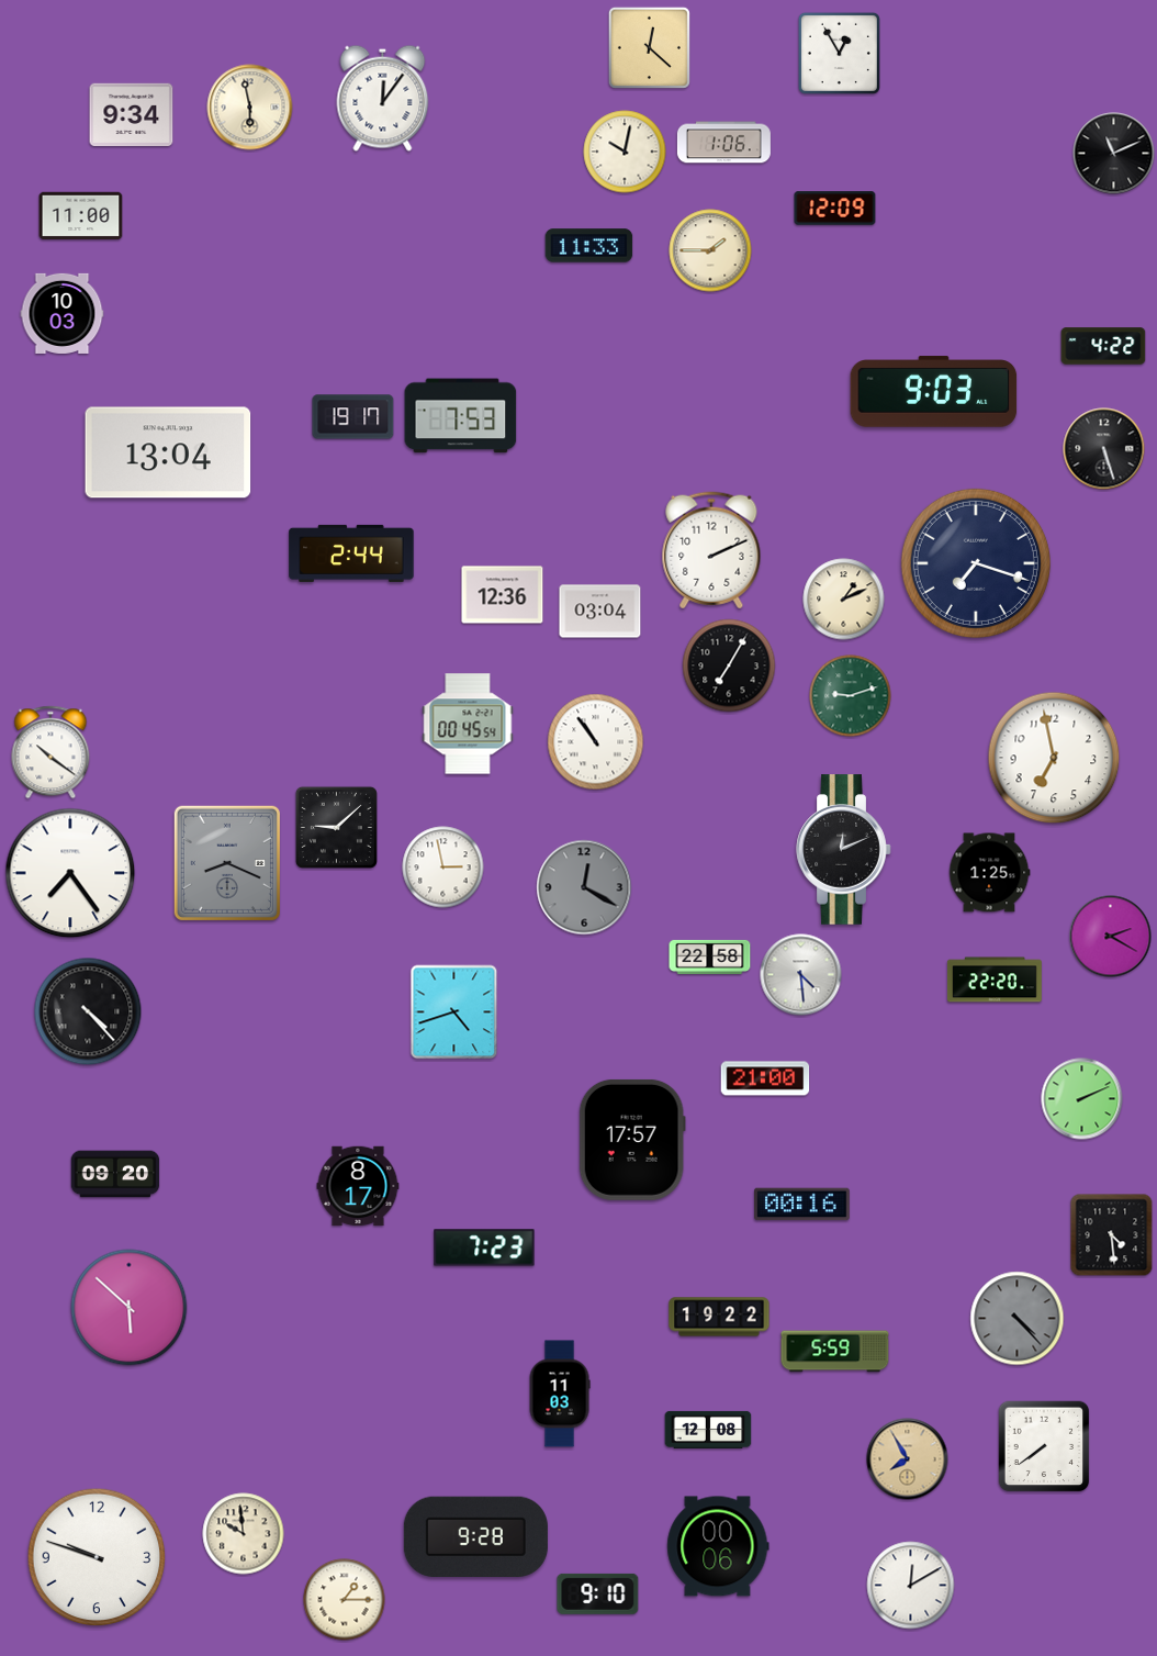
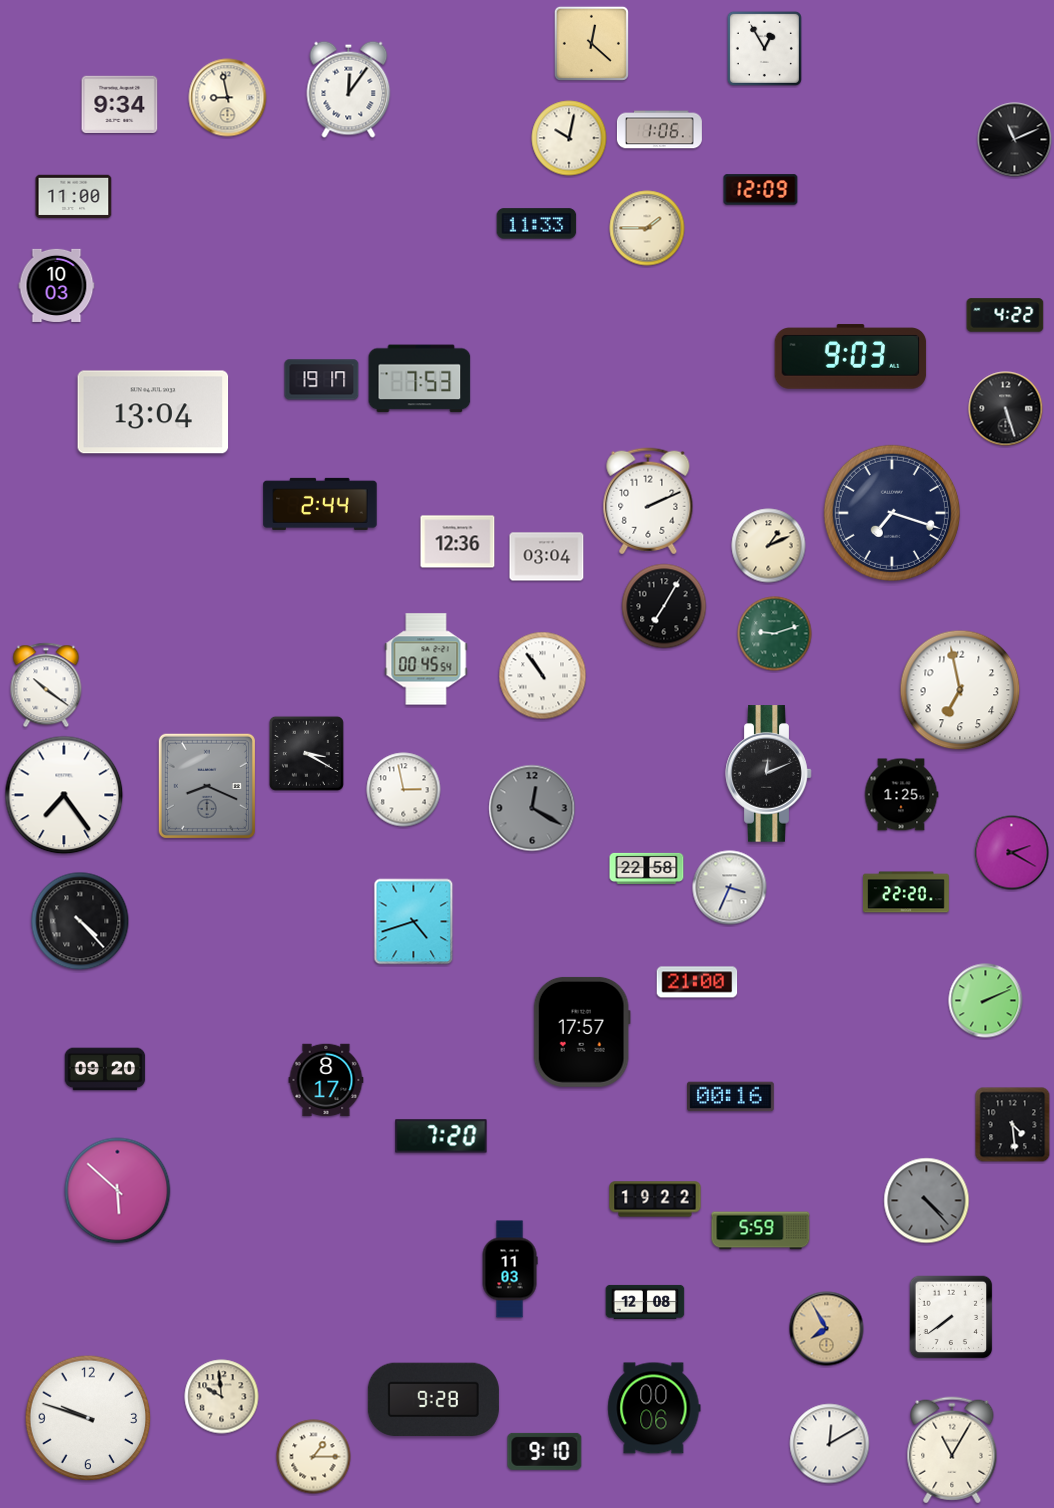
clock at (250, 108): 5:58 -> 8:58
clock at (976, 563) position: (976, 563) -> (892, 513)
clock at (336, 827): 9:08 -> 3:20
clock at (710, 956) position: (710, 956) -> (647, 868)
clock at (801, 975): 4:29 -> 3:34
clock at (632, 1140) position: (632, 1140) -> (582, 1032)
clock at (484, 1247): 7:23 -> 7:20
clock at (952, 1450): none -> 11:05
